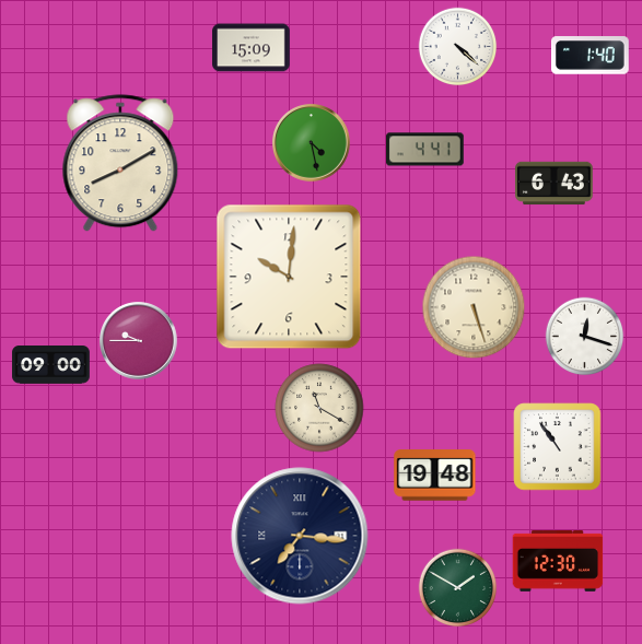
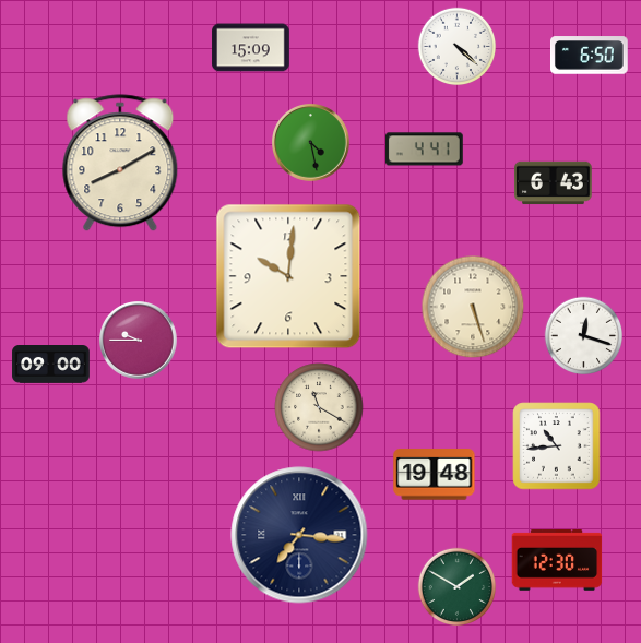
clock at (591, 56): 1:40 -> 6:50
clock at (558, 447): 10:54 -> 10:44
